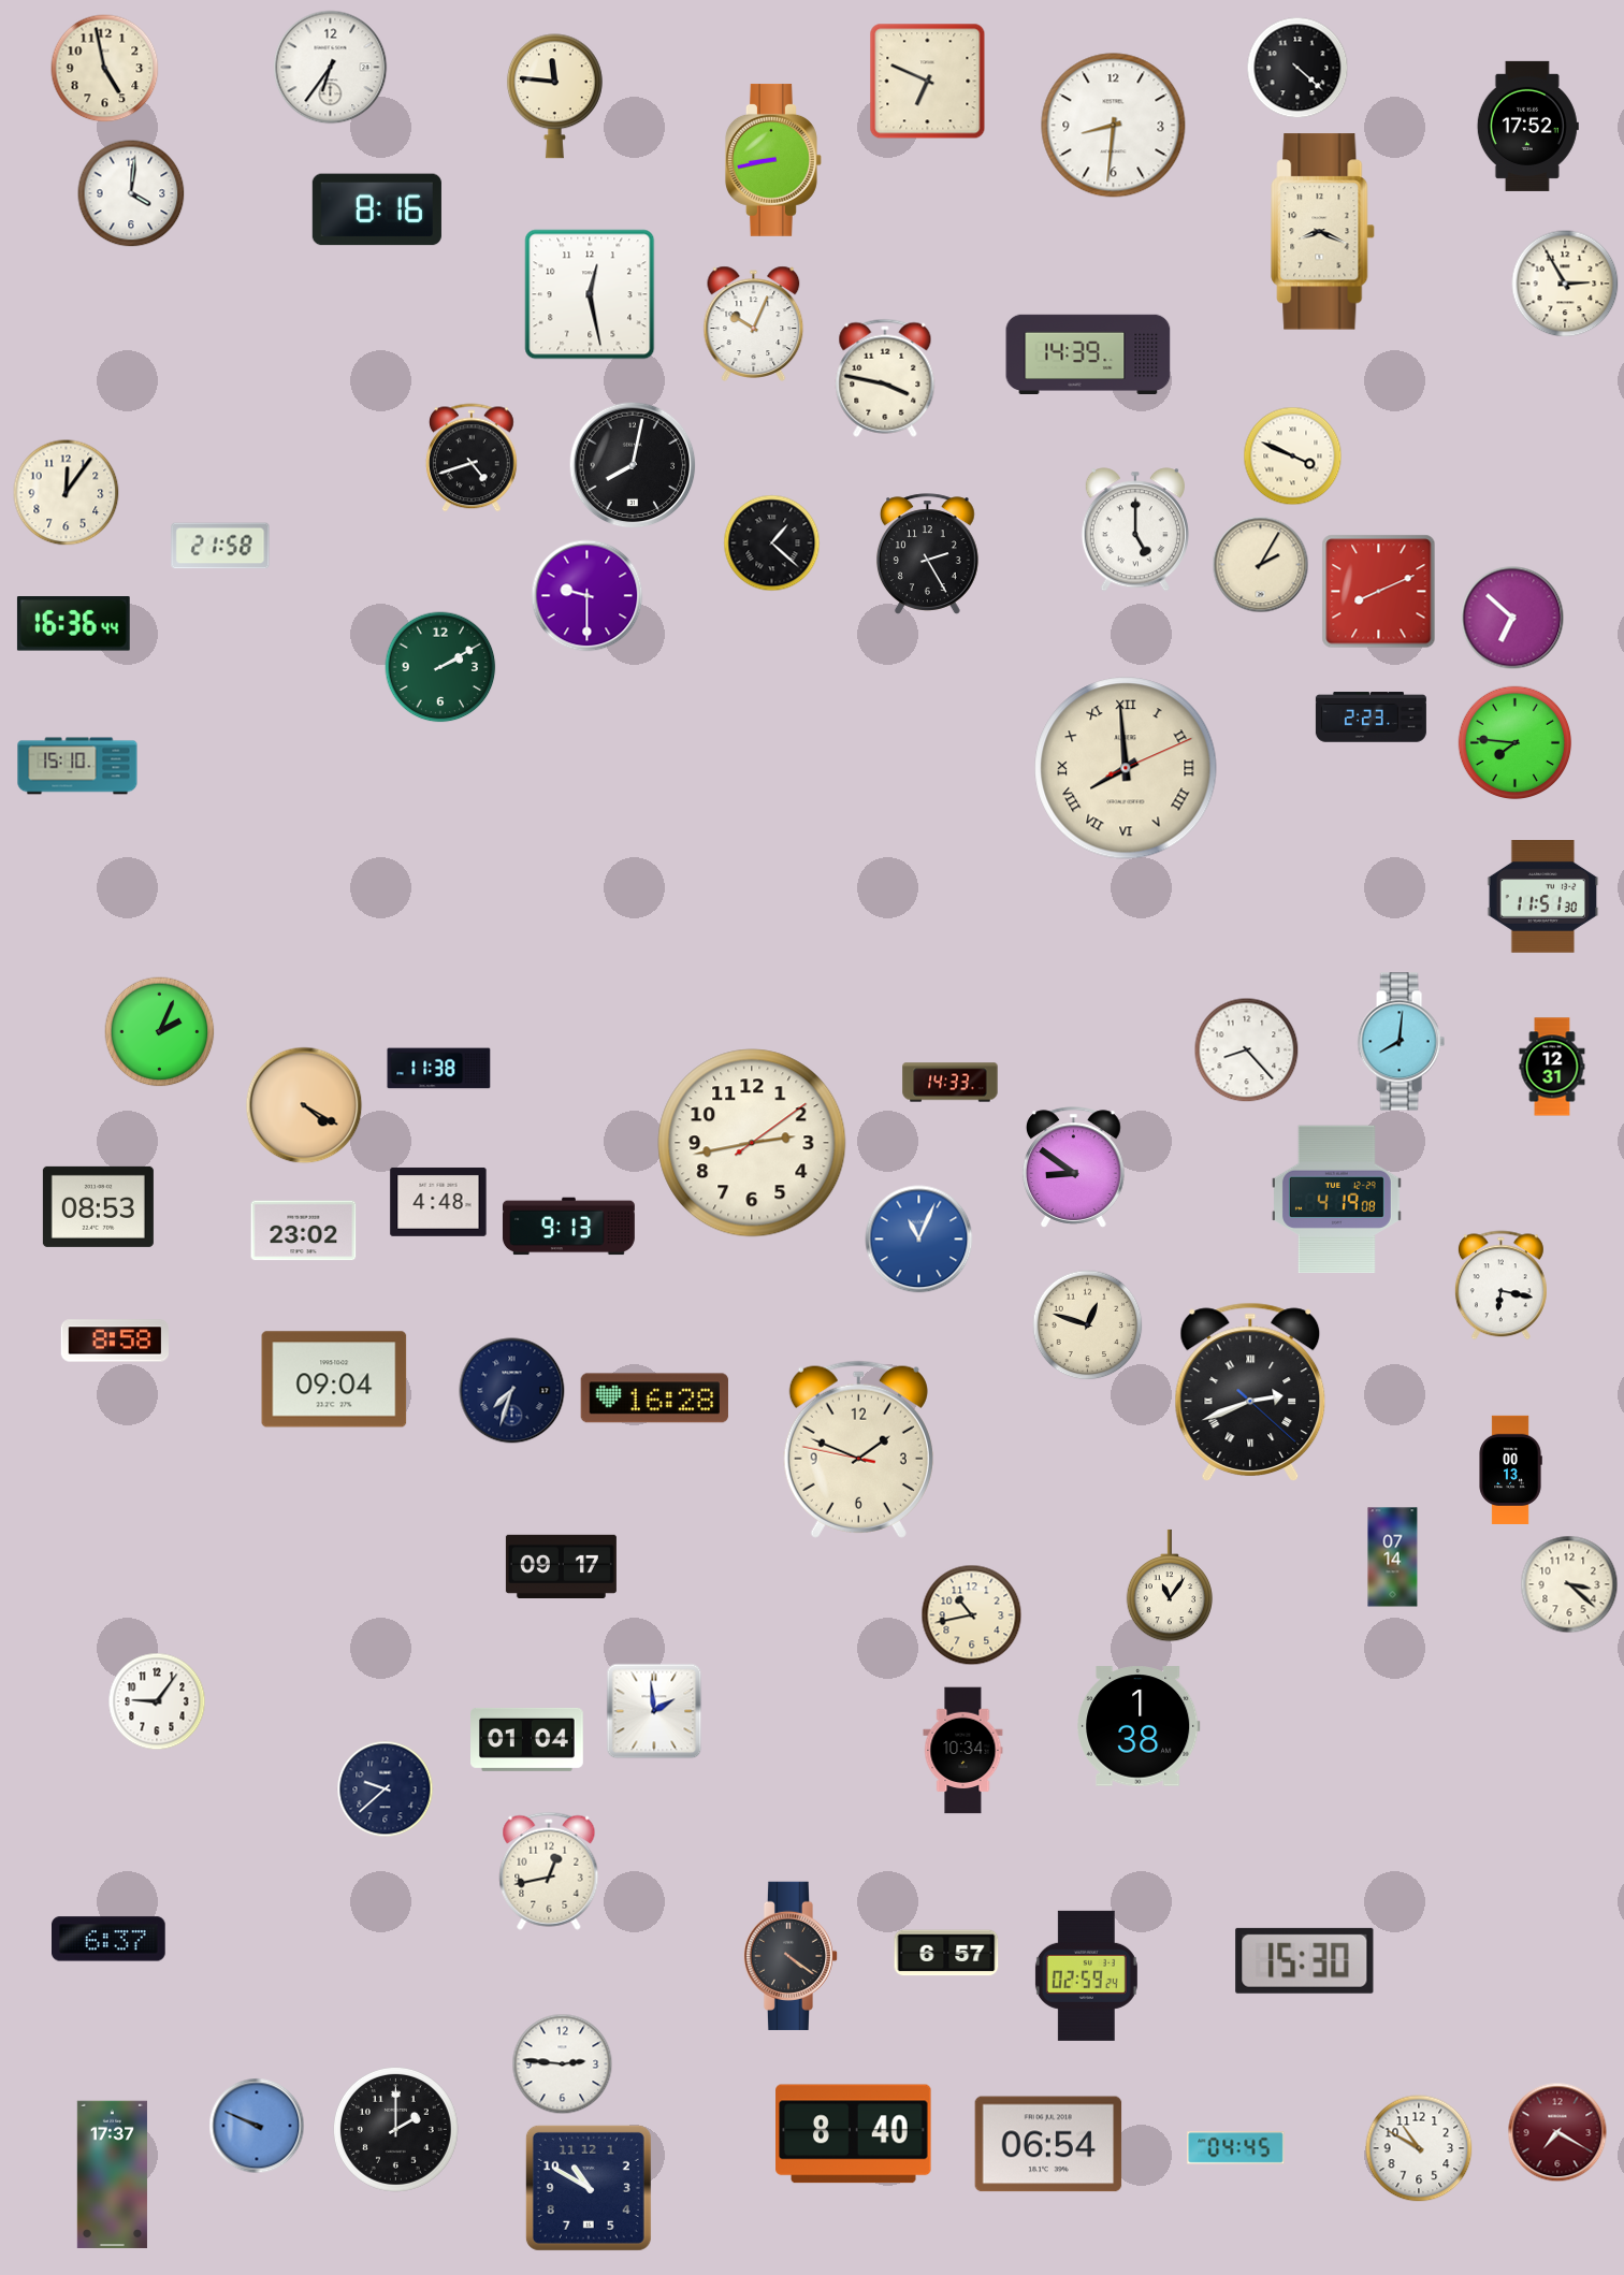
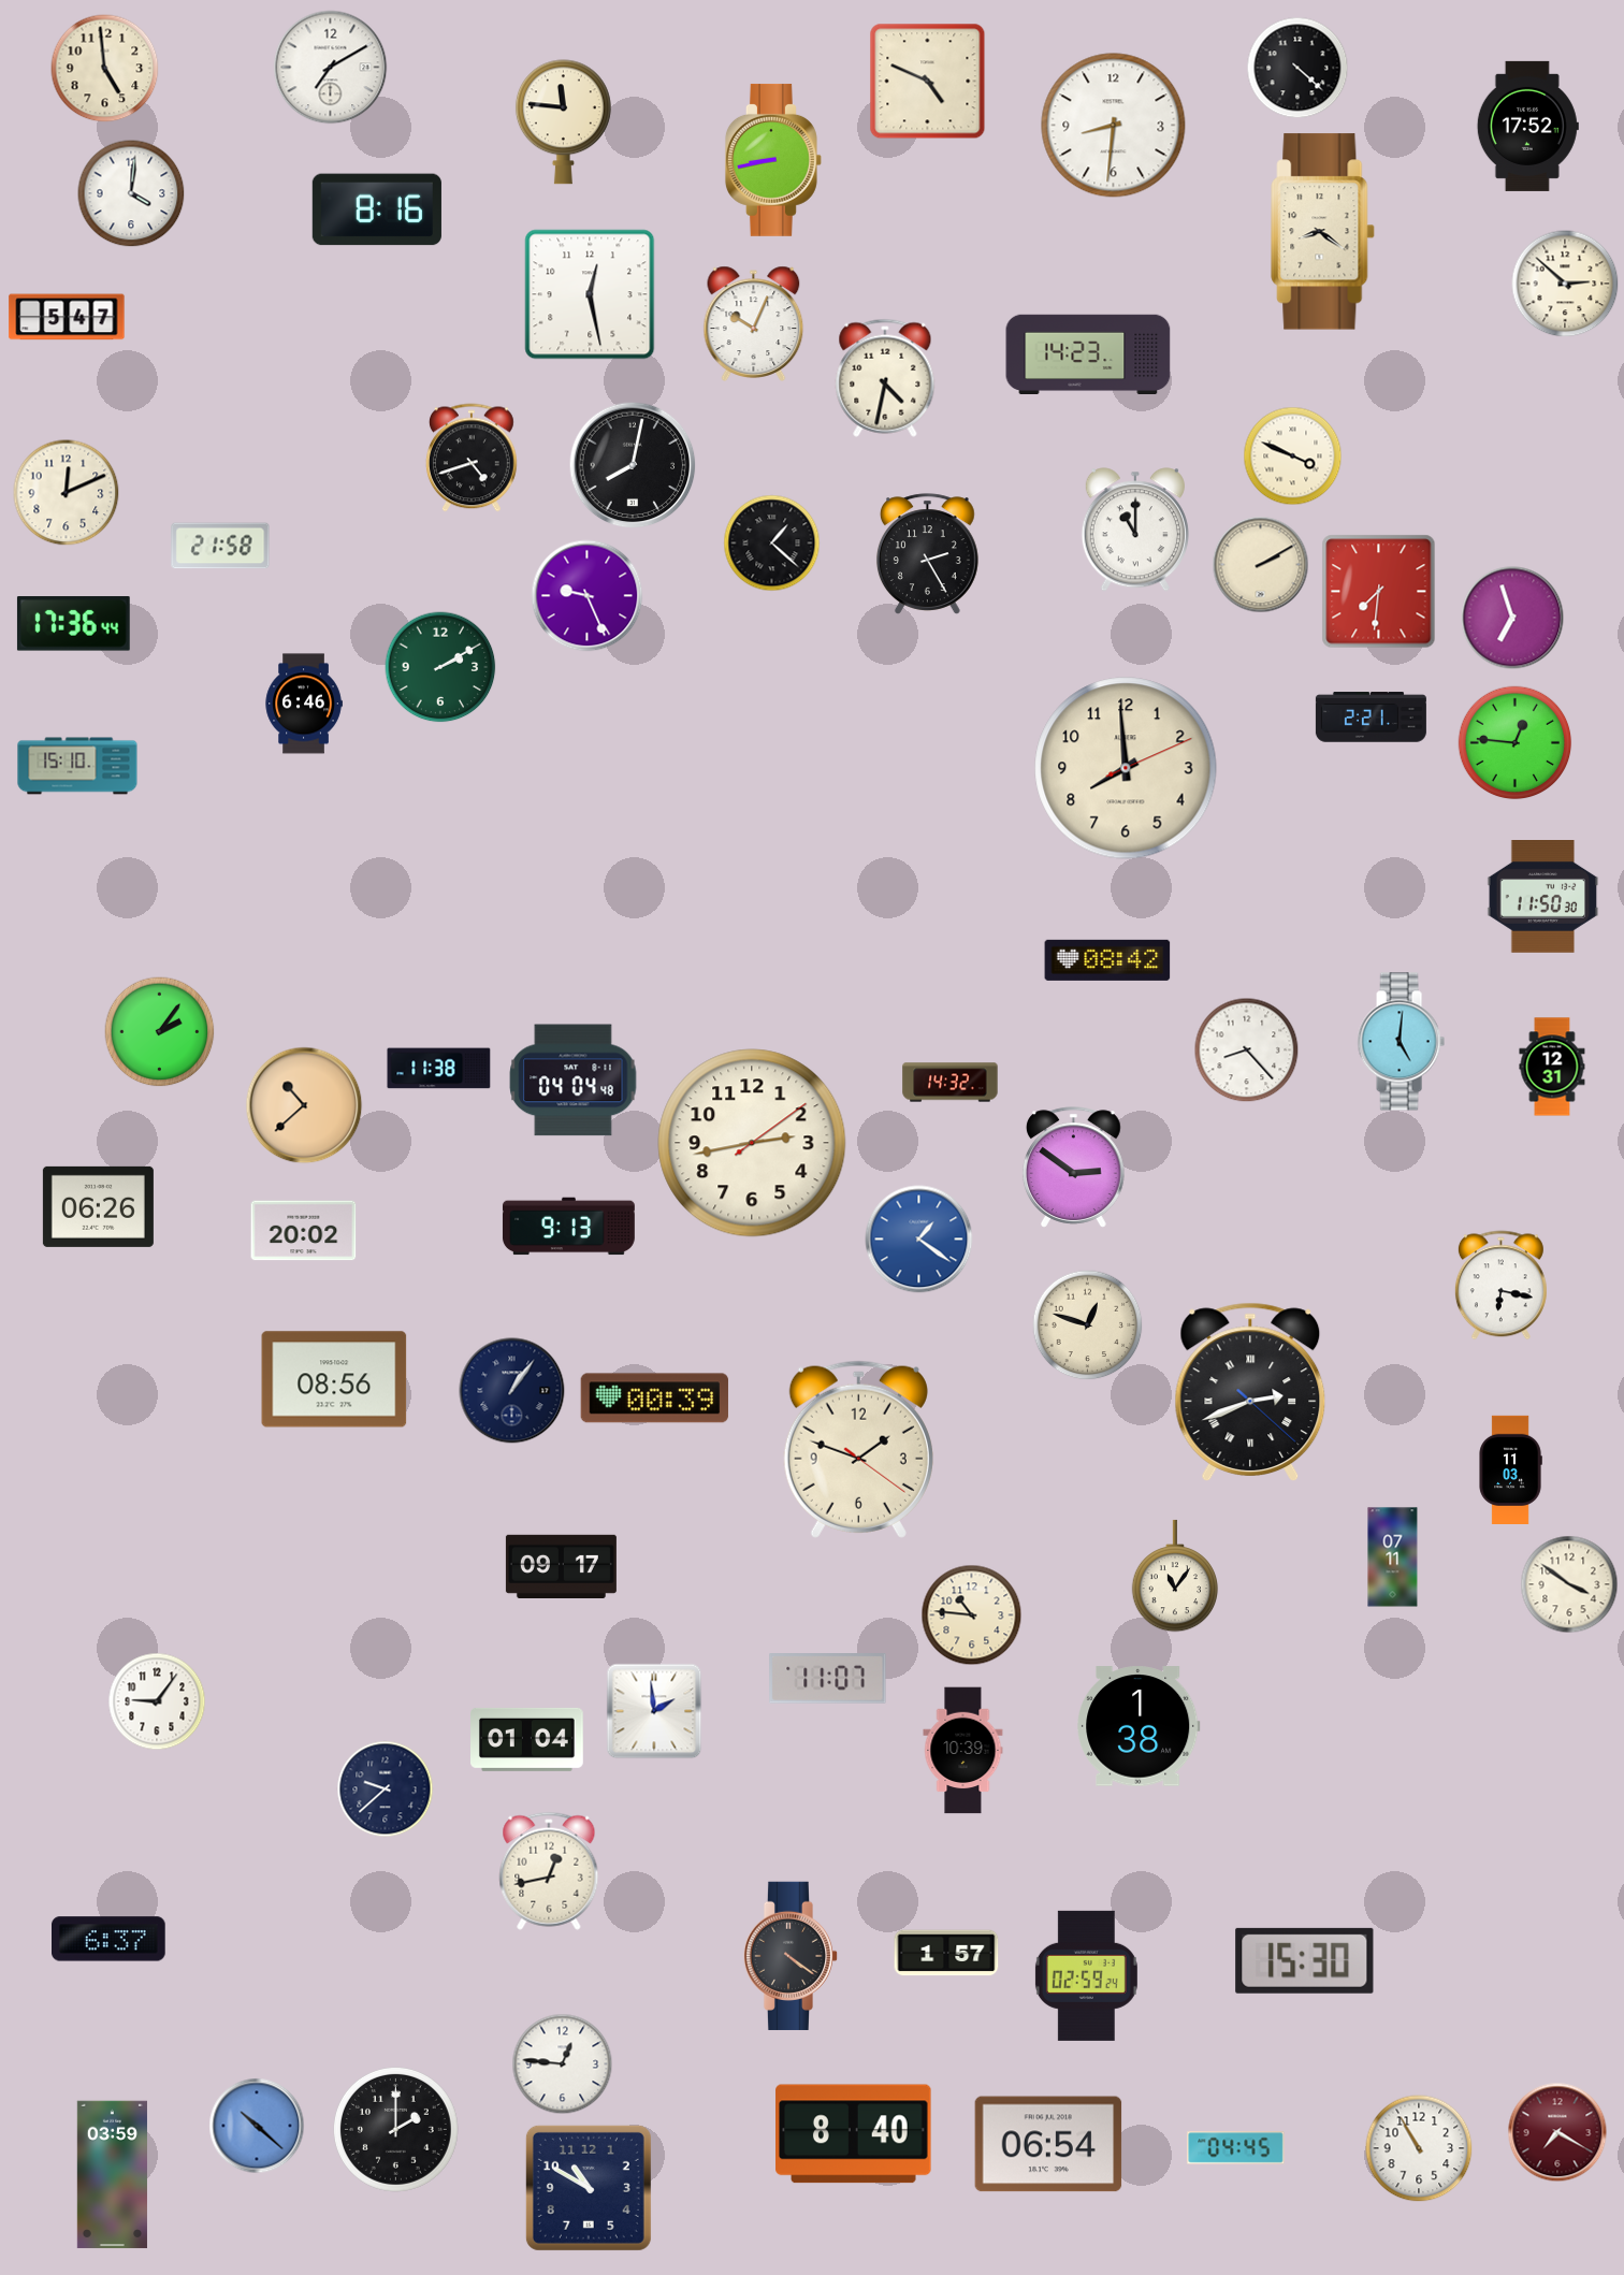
clock at (331, 68): 6:36 -> 7:10
clock at (105, 69): 4:58 -> 4:59
clock at (928, 82): 6:49 -> 4:49
clock at (554, 97) position: (554, 97) -> (563, 122)
clock at (1323, 232): 8:19 -> 8:21
clock at (1565, 284): 2:55 -> 2:52
clock at (67, 317): none -> 5:47
clock at (1088, 354): 14:39 -> 14:23
clock at (885, 378): 3:47 -> 4:32
clock at (67, 493): 12:06 -> 12:11
clock at (1135, 530): 5:00 -> 11:00
clock at (1261, 565): 2:05 -> 2:10
clock at (1379, 592): 8:11 -> 7:31
clock at (588, 596): 9:30 -> 9:26
clock at (1512, 618): 6:52 -> 6:57
clock at (73, 624): 16:36 -> 17:36
clock at (304, 704): none -> 6:46
clock at (1371, 718): 2:23 -> 2:21
clock at (1516, 743): 7:46 -> 12:46
clock at (1126, 768) numerals: Roman -> Arabic
clock at (1543, 897): 11:51 -> 11:50
clock at (1107, 960): none -> 08:42
clock at (160, 1032): 2:04 -> 2:06
clock at (1401, 1042): 8:01 -> 5:01
clock at (574, 1081): none -> 04:04
clock at (951, 1083): 14:33 -> 14:32
clock at (304, 1105): 4:20 -> 10:38
clock at (1073, 1168): 8:51 -> 2:51
clock at (1336, 1200): 4:19 -> none
clock at (438, 1202): 4:48 -> none
clock at (98, 1206): 08:53 -> 06:26
clock at (304, 1231): 23:02 -> 20:02
clock at (919, 1240): 11:04 -> 1:21
clock at (115, 1341): 8:58 -> none
clock at (334, 1379): 09:04 -> 08:56
clock at (512, 1391): 7:33 -> 1:06
clock at (654, 1399): 16:28 -> 00:39
clock at (858, 1449): 1:48:47 -> 1:48:21
clock at (1510, 1469): 00:13 -> 11:03
clock at (1393, 1557): 07:14 -> 07:11
clock at (1569, 1584): 3:22 -> 3:51
clock at (1170, 1585) position: (1170, 1585) -> (1175, 1576)
clock at (972, 1615): 10:43 -> 10:46
clock at (828, 1679): none -> 11:07
clock at (963, 1751): 10:34 -> 10:39
clock at (946, 1953): 6:57 -> 1:57
clock at (563, 2064): 2:46 -> 12:46
clock at (257, 2126): 9:49 -> 10:22
clock at (1419, 2148): 10:50 -> 10:55
clock at (112, 2175): 17:37 -> 03:59
